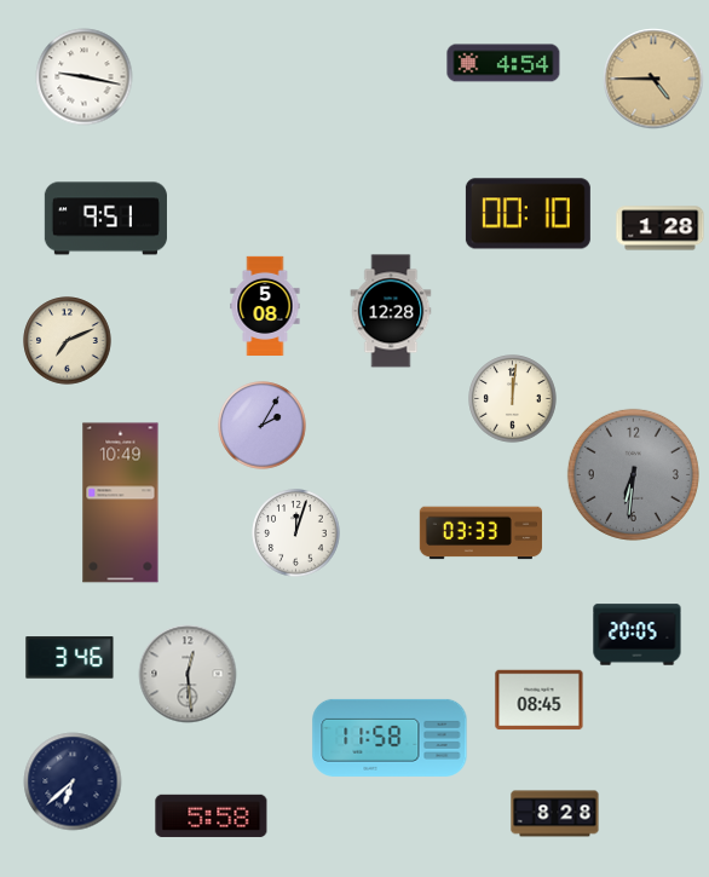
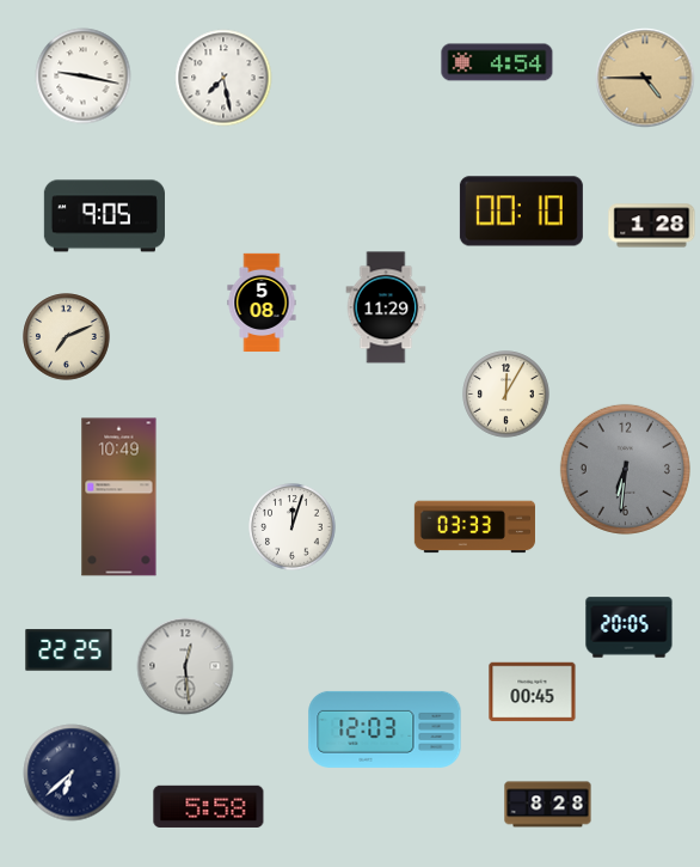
clock at (223, 78): none -> 7:28
clock at (105, 219): 9:51 -> 9:05
clock at (391, 311): 12:28 -> 11:29
clock at (513, 399): 12:01 -> 12:05
clock at (263, 426): 2:05 -> none
clock at (70, 658): 3:46 -> 22:25
clock at (540, 700): 08:45 -> 00:45
clock at (390, 738): 11:58 -> 12:03
